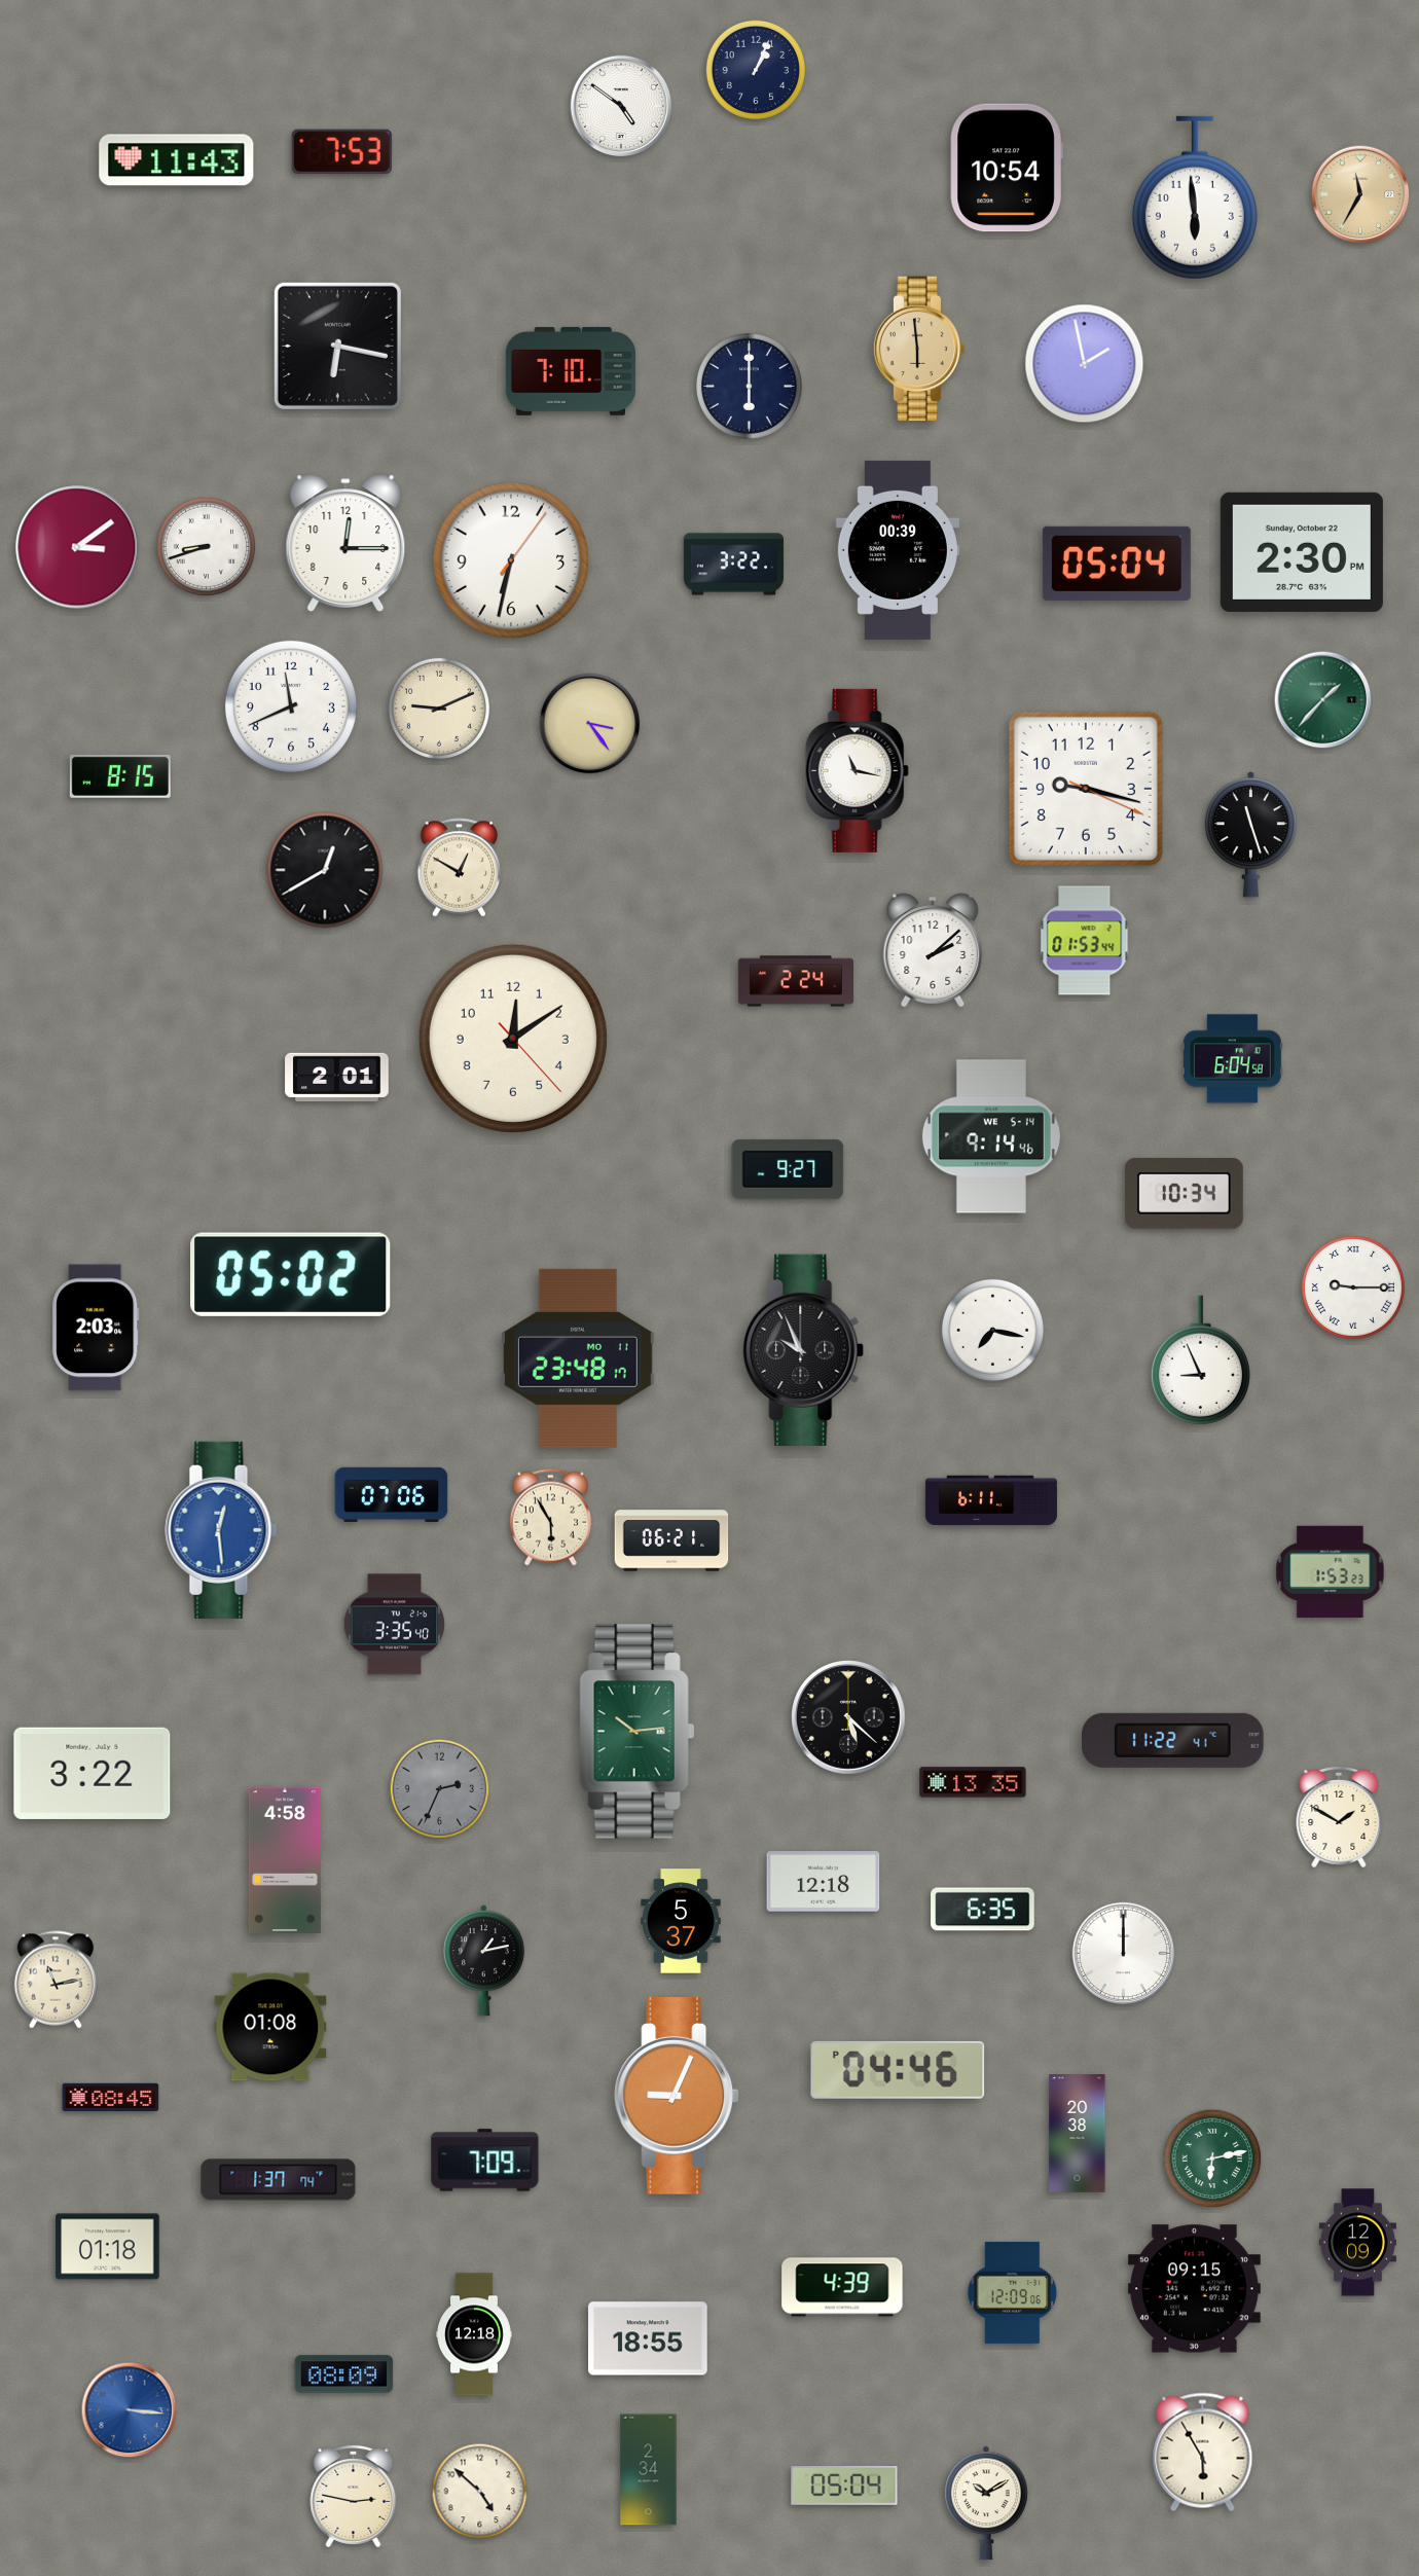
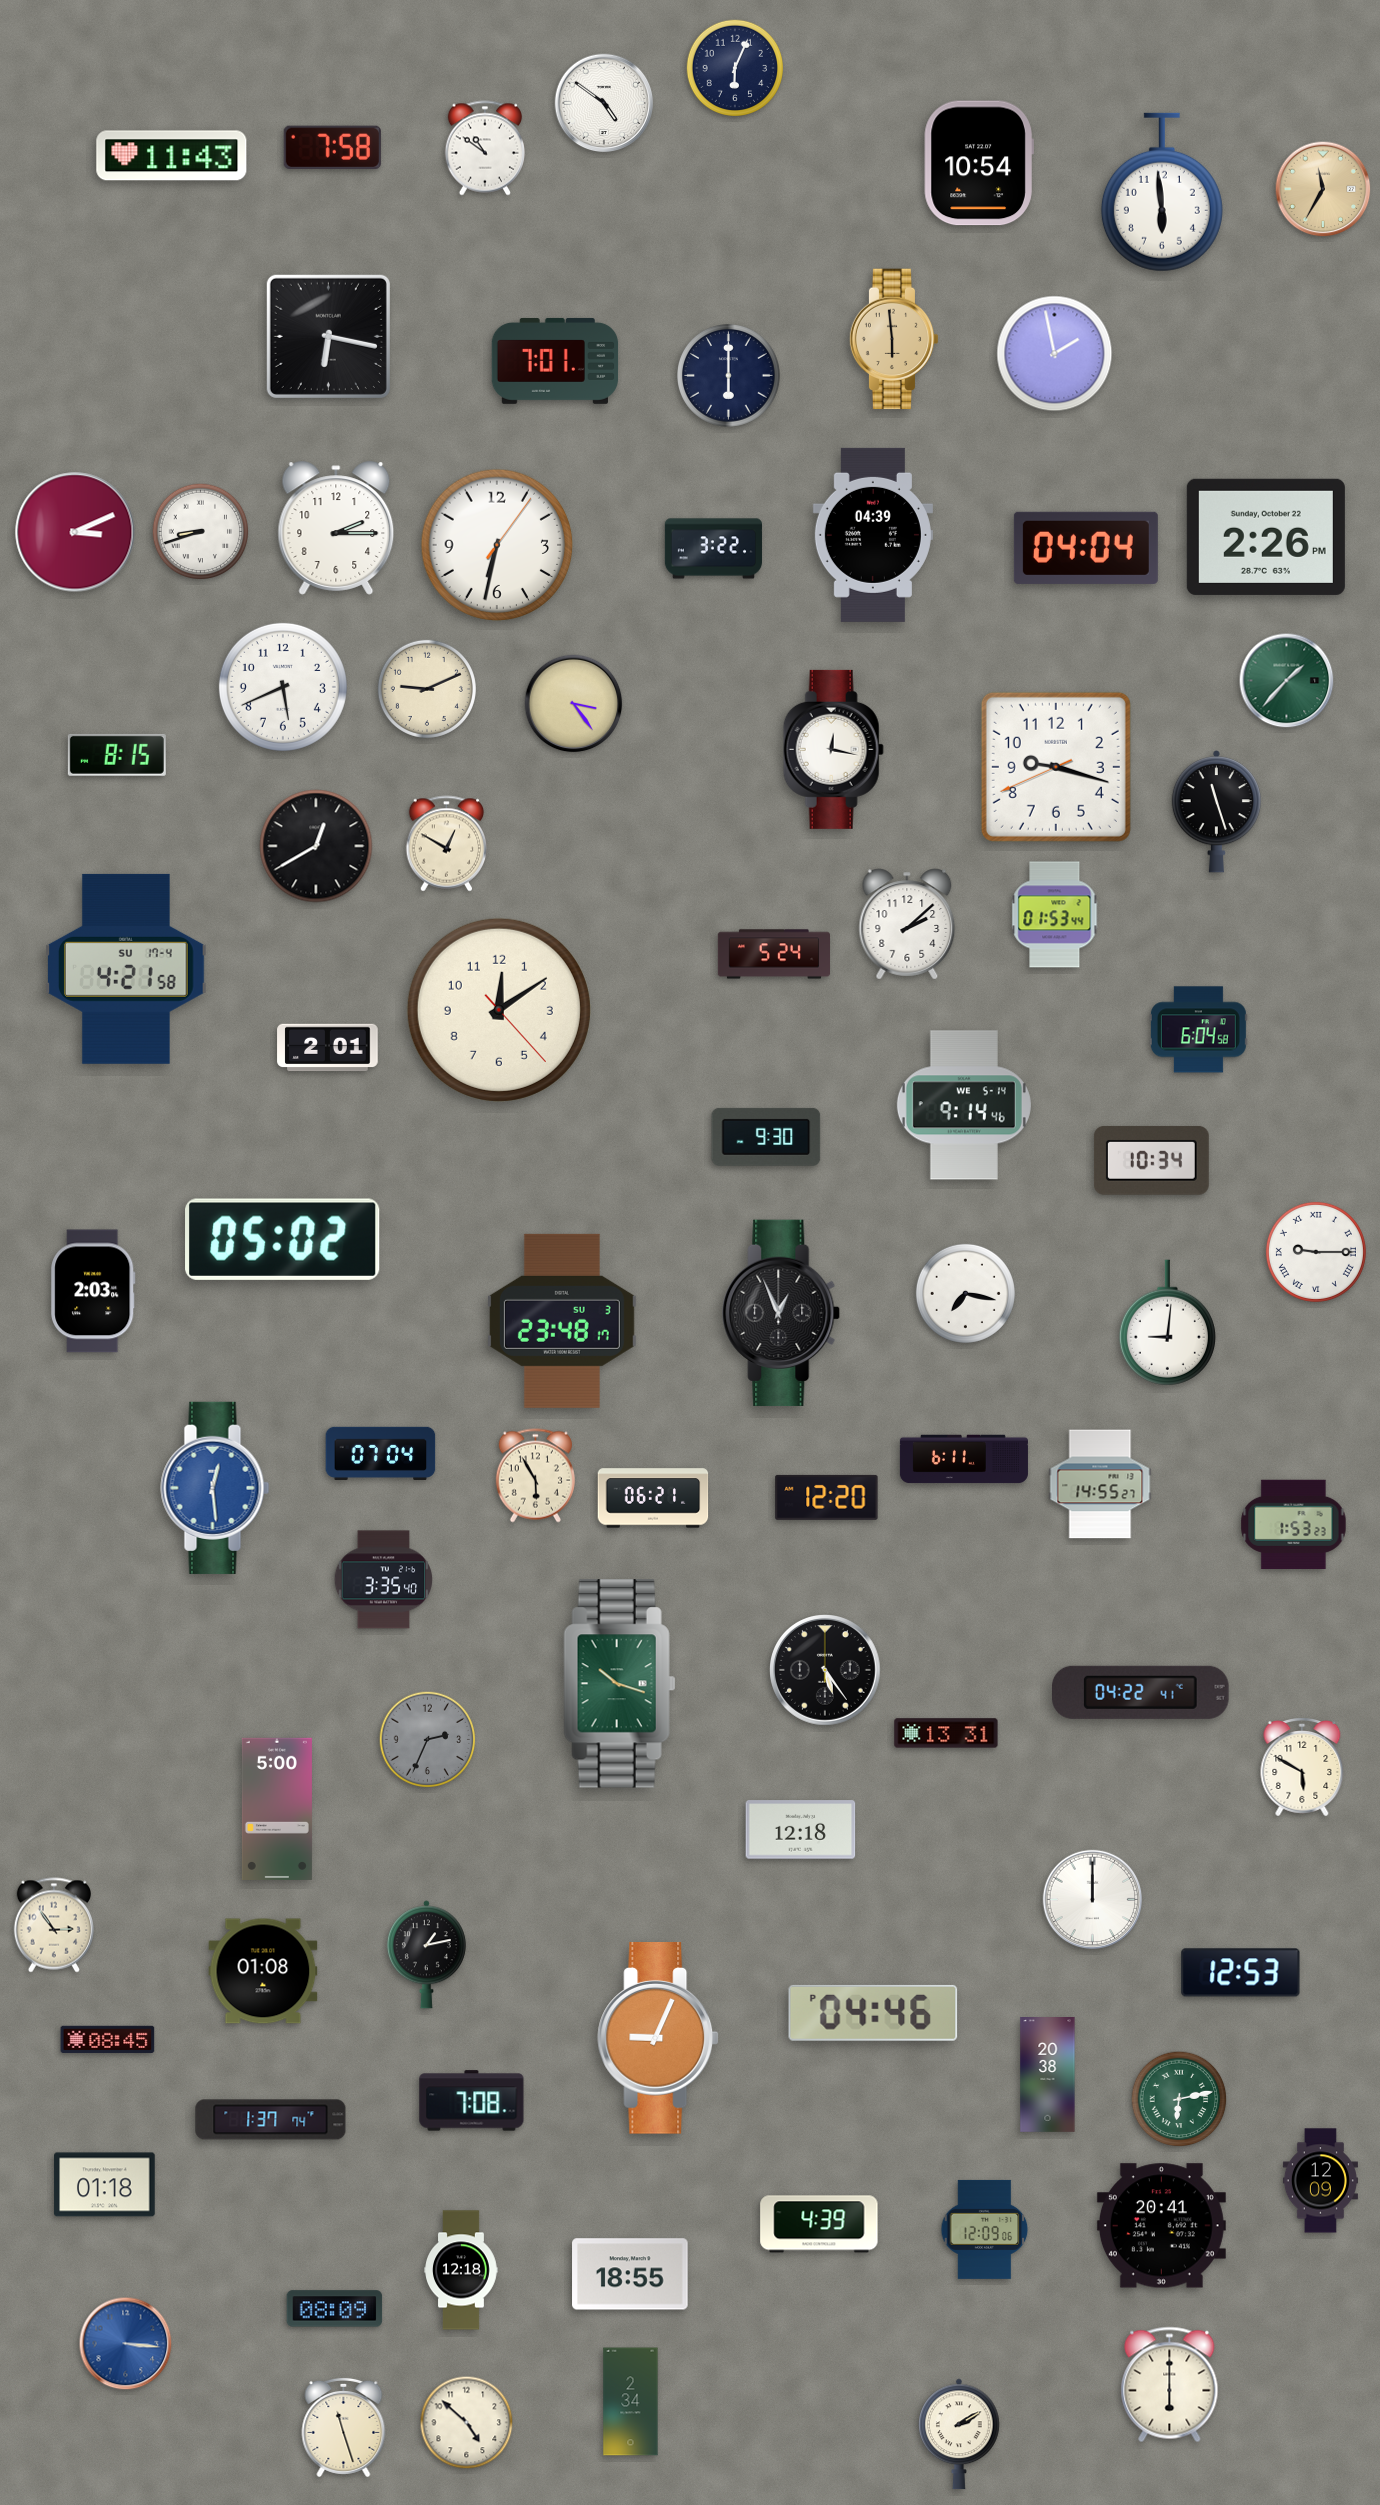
clock at (756, 70): 1:04 -> 6:04
clock at (341, 151): 7:53 -> 7:58
clock at (484, 148): none -> 10:51
clock at (571, 371): 7:10 -> 7:01
clock at (345, 543): 12:15 -> 2:15
clock at (77, 547): 3:09 -> 3:11
clock at (898, 550): 00:39 -> 04:39
clock at (1302, 552): 2:30 -> 2:26
clock at (1117, 564): 05:04 -> 04:04
clock at (291, 706): 11:41 -> 5:41
clock at (857, 770): 11:17 -> 12:17
clock at (1086, 789): 9:17:19 -> 9:17:41
clock at (795, 981): 2:24 -> 5:24
clock at (127, 969): none -> 4:21
clock at (788, 1169): 9:27 -> 9:30
clock at (804, 1350): 9:56 -> 12:56
clock at (578, 1358) date: MO 11 -> SU 3
clock at (1200, 1360): 8:56 -> 9:01
clock at (392, 1494): 07:06 -> 07:04
clock at (1100, 1484): none -> 14:55
clock at (827, 1497): none -> 12:20
clock at (1331, 1571) position: (1331, 1571) -> (1294, 1524)
clock at (849, 1718): 5:22 -> 5:24
clock at (638, 1732): 10:14 -> 10:18
clock at (1173, 1740): 11:22 -> 04:22
clock at (93, 1773): 3:22 -> none
clock at (973, 1782): 13:35 -> 13:31
clock at (1339, 1818): 1:50 -> 5:50
clock at (285, 1860): 4:58 -> 5:00
clock at (983, 1910): 6:35 -> none
clock at (681, 1921): 5:37 -> none
clock at (483, 1961) position: (483, 1961) -> (426, 1955)
clock at (54, 1980): 11:13 -> 2:54
clock at (1241, 1973): none -> 12:53
clock at (485, 2161): 7:09 -> 7:08
clock at (1194, 2289): 09:15 -> 20:41
clock at (1203, 2453): 5:55 -> 6:00
clock at (844, 2486): 05:04 -> none
clock at (354, 2496): 2:47 -> 11:27
clock at (987, 2503): 10:10 -> 2:10
